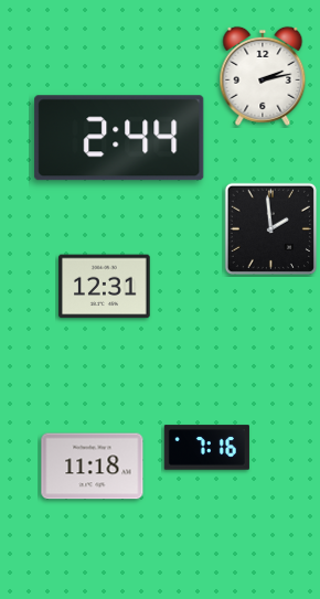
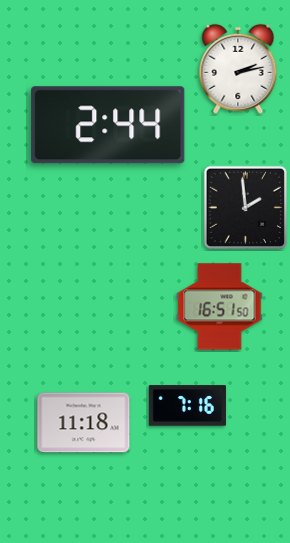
clock at (105, 287): 12:31 -> none
clock at (220, 307): none -> 16:51
